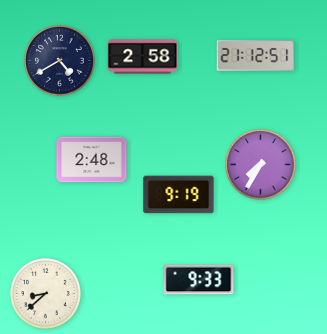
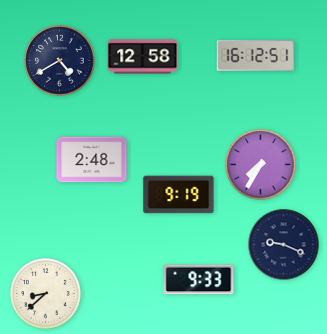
clock at (256, 56): 21:12 -> 16:12
clock at (143, 57): 2:58 -> 12:58
clock at (284, 245): none -> 9:19
